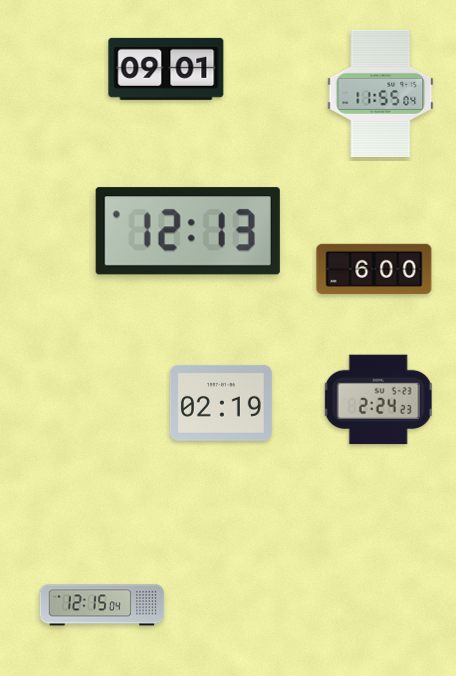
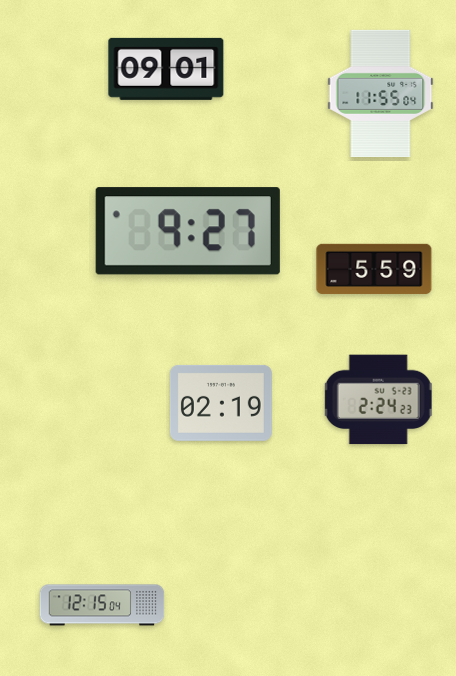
clock at (188, 231): 12:13 -> 9:27
clock at (374, 269): 6:00 -> 5:59
